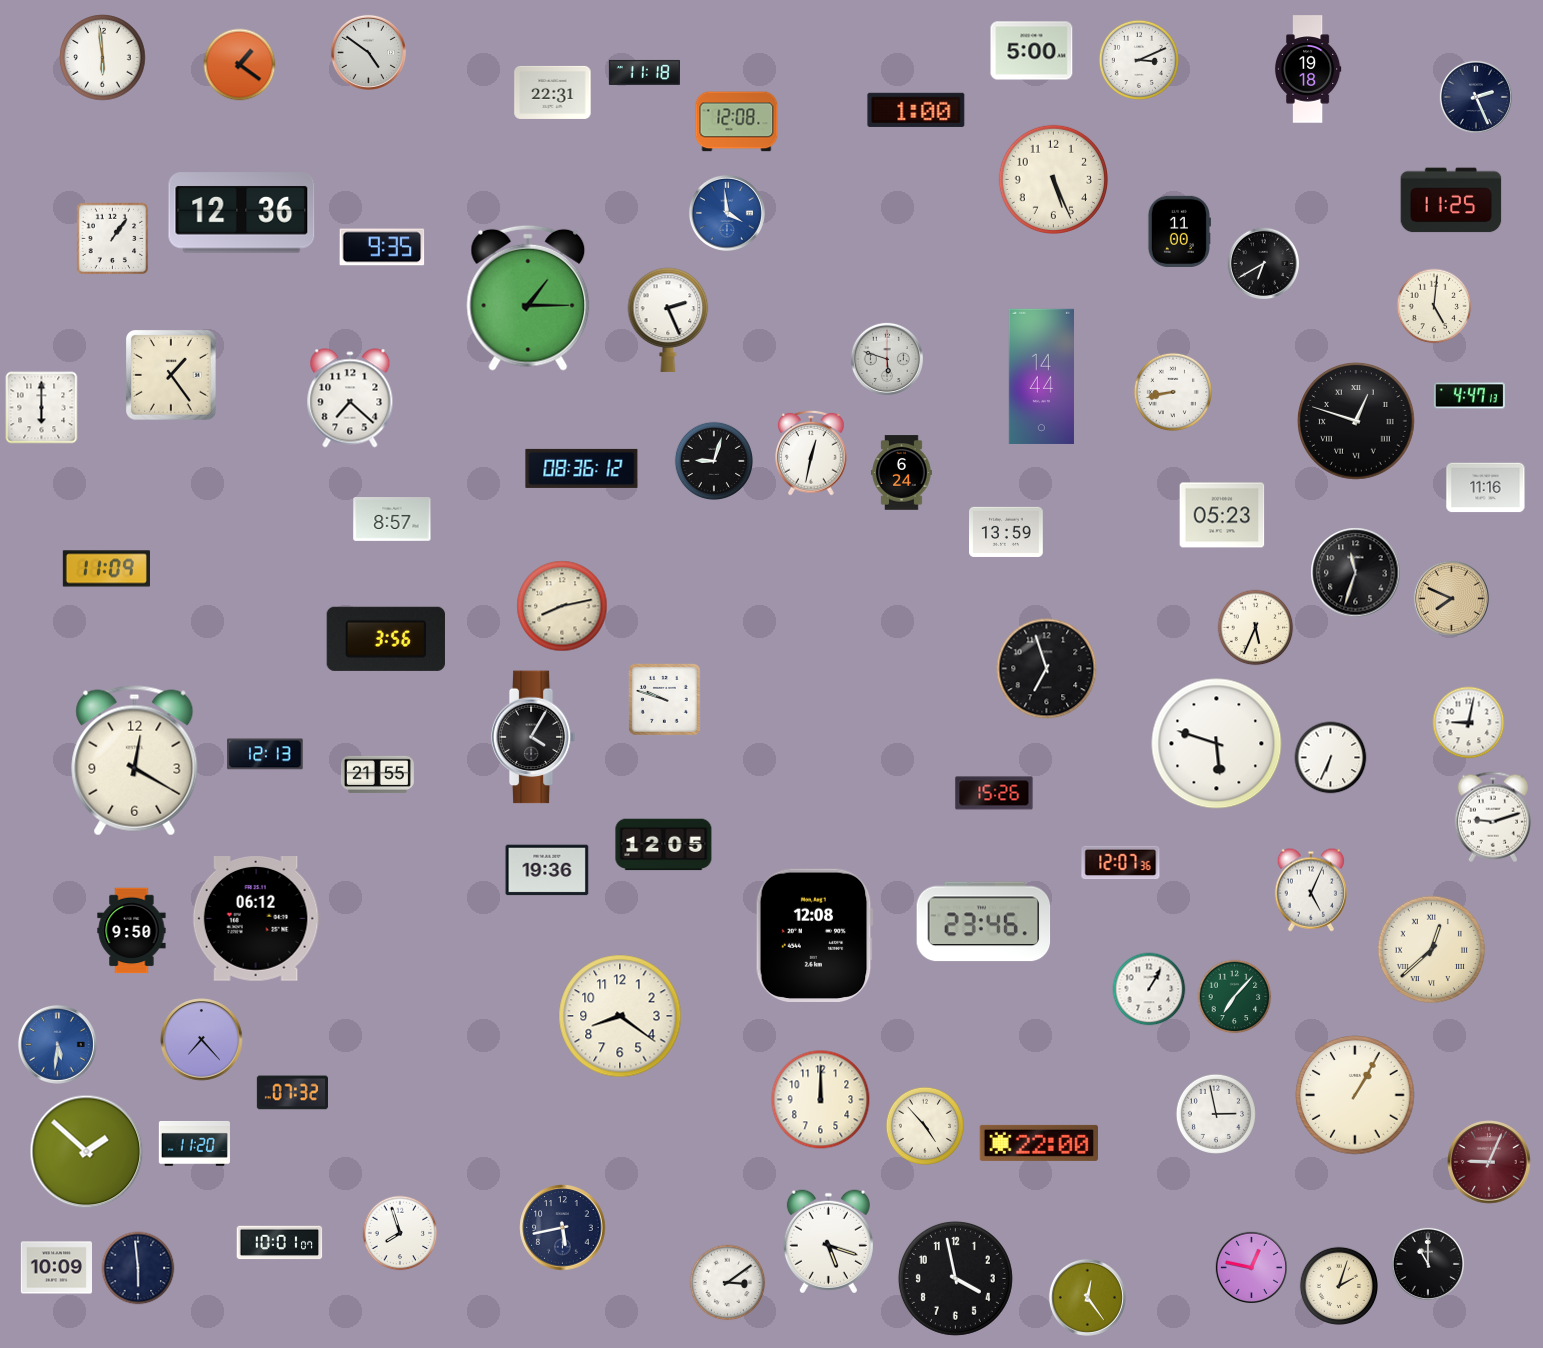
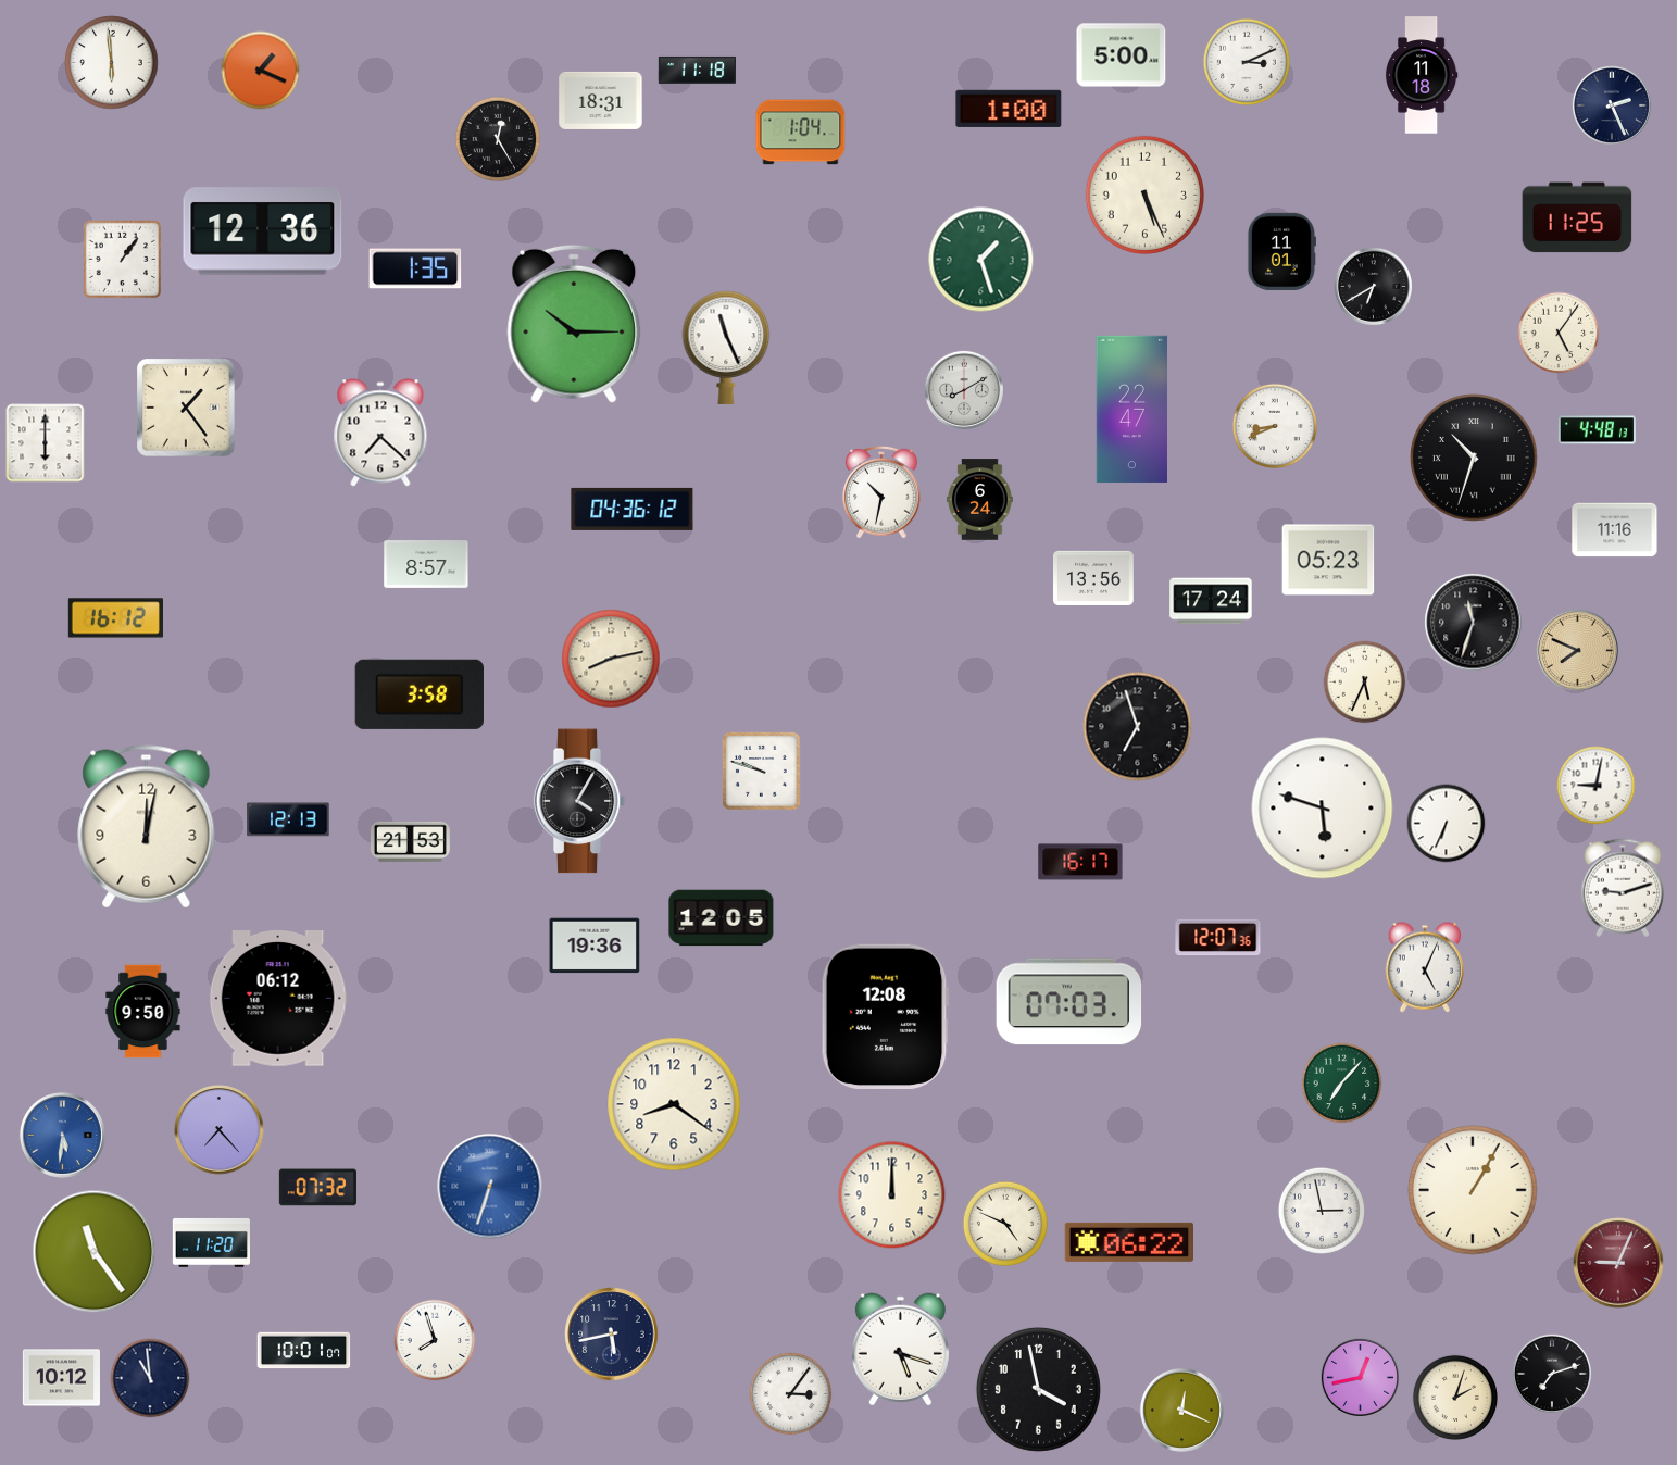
clock at (368, 52): 4:51 -> none
clock at (1139, 60) position: (1139, 60) -> (1247, 62)
clock at (240, 65): 1:21 -> 1:19
clock at (1308, 69): 19:18 -> 11:18
clock at (644, 72) position: (644, 72) -> (697, 70)
clock at (553, 92): 22:31 -> 18:31
clock at (1476, 97) position: (1476, 97) -> (1612, 105)
clock at (916, 110) position: (916, 110) -> (1009, 109)
clock at (737, 122): 12:08 -> 1:04
clock at (497, 138): none -> 12:25
clock at (727, 213): 3:59 -> none
clock at (1179, 231): 11:00 -> 11:01
clock at (981, 260): none -> 1:27
clock at (382, 247): 9:35 -> 1:35
clock at (528, 298): 1:15 -> 10:15
clock at (1434, 306): 5:01 -> 5:06
clock at (668, 320): 2:26 -> 11:26
clock at (887, 359): 5:48 -> 8:10
clock at (1041, 376): 14:44 -> 22:47
clock at (1172, 391): 8:43 -> 8:41
clock at (1469, 396): 4:47 -> 4:48
clock at (1357, 422): 12:48 -> 10:33
clock at (811, 453): 12:32 -> 10:32
clock at (713, 460): 9:03 -> none
clock at (582, 468): 08:36 -> 04:36
clock at (902, 473) position: (902, 473) -> (980, 500)
clock at (1007, 531): 13:59 -> 13:56
clock at (1211, 601): none -> 17:24
clock at (106, 569): 11:09 -> 16:12
clock at (386, 639): 3:56 -> 3:58
clock at (664, 699) position: (664, 699) -> (761, 771)
clock at (135, 761): 12:20 -> 12:02
clock at (377, 774): 21:55 -> 21:53
clock at (994, 793): 15:26 -> 16:17
clock at (984, 922): 23:46 -> 07:03
clock at (1432, 950): 12:38 -> none
clock at (1149, 989): 1:05 -> none
clock at (490, 1187): none -> 6:33
clock at (924, 1125): 4:53 -> 4:49
clock at (1039, 1143): 22:00 -> 06:22
clock at (87, 1152): 1:52 -> 11:24
clock at (1428, 1264): 11:00 -> 7:12
clock at (1251, 1267): 12:47 -> 12:43
clock at (56, 1268): 10:09 -> 10:12
clock at (138, 1268): 5:59 -> 10:59
clock at (728, 1283): 3:09 -> 3:06
clock at (1087, 1297): 12:24 -> 12:19
